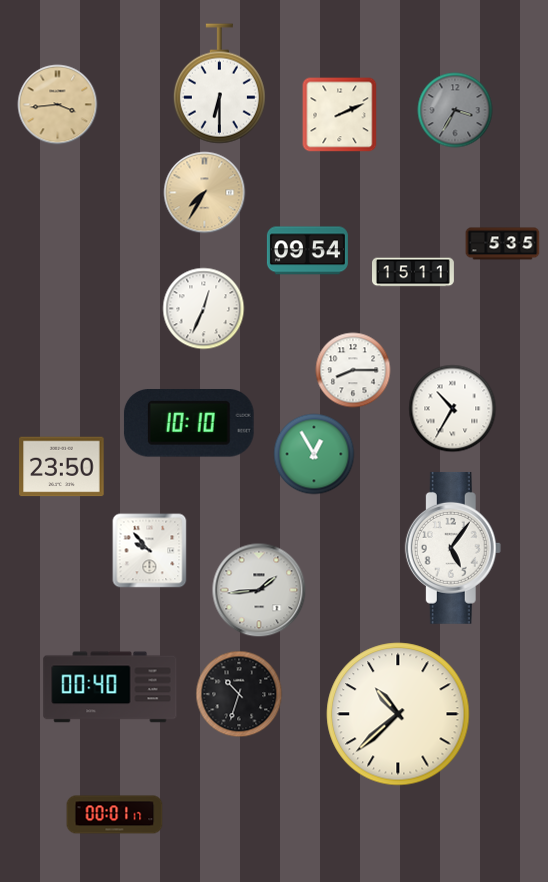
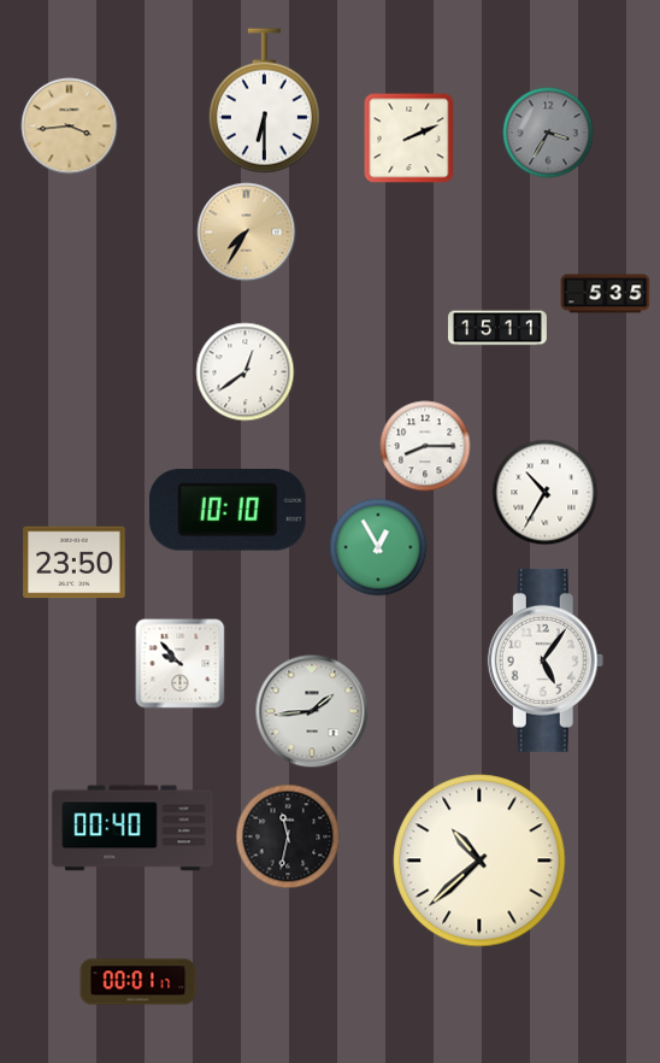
clock at (307, 251): 09:54 -> none
clock at (204, 309): 12:34 -> 12:39
clock at (239, 694): 10:33 -> 11:32
